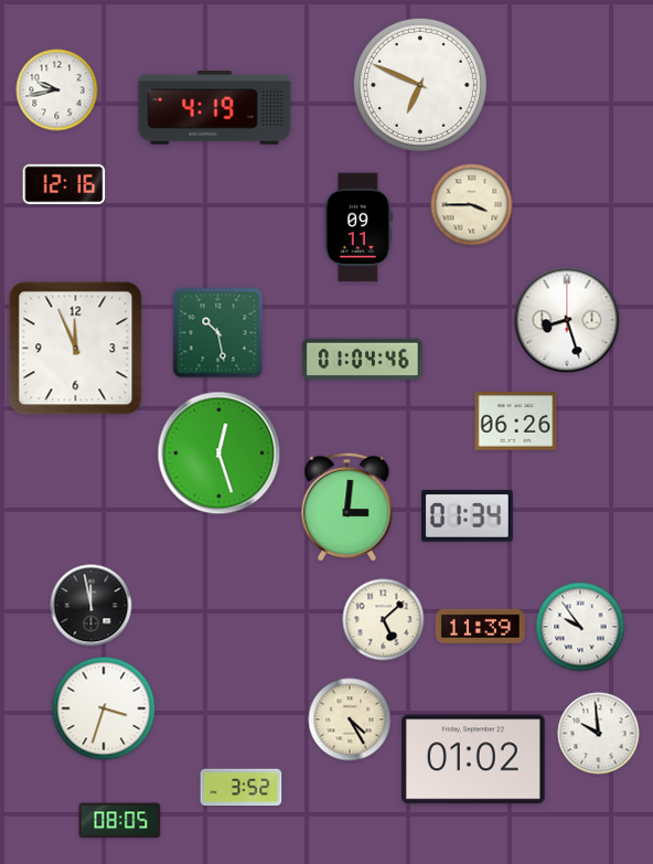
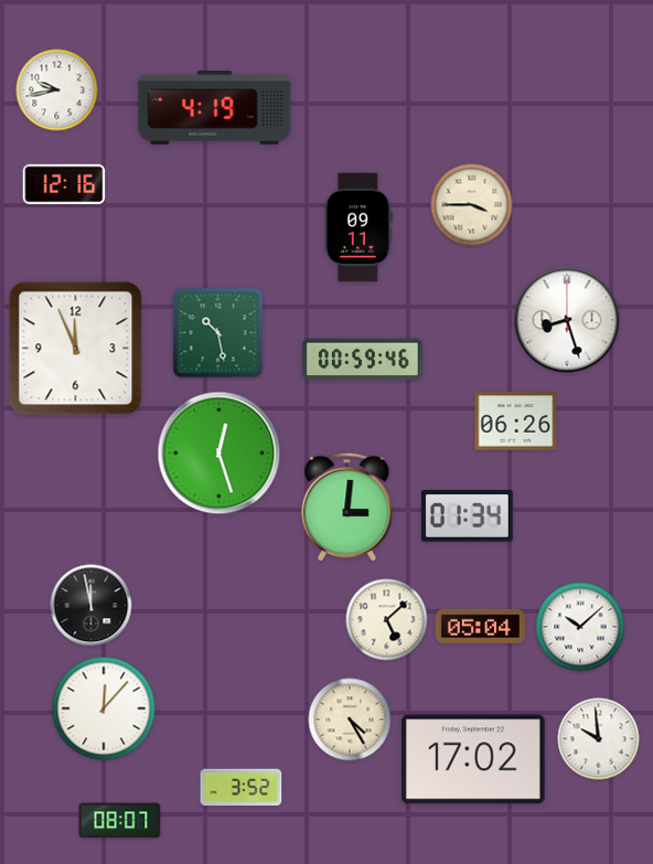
clock at (420, 85): 6:49 -> none
clock at (363, 360): 01:04 -> 00:59
clock at (384, 620) position: (384, 620) -> (387, 620)
clock at (480, 626): 11:39 -> 05:04
clock at (580, 627): 9:54 -> 10:08
clock at (104, 708): 3:33 -> 12:07
clock at (599, 734) position: (599, 734) -> (599, 739)
clock at (473, 759): 01:02 -> 17:02
clock at (120, 821): 08:05 -> 08:07
